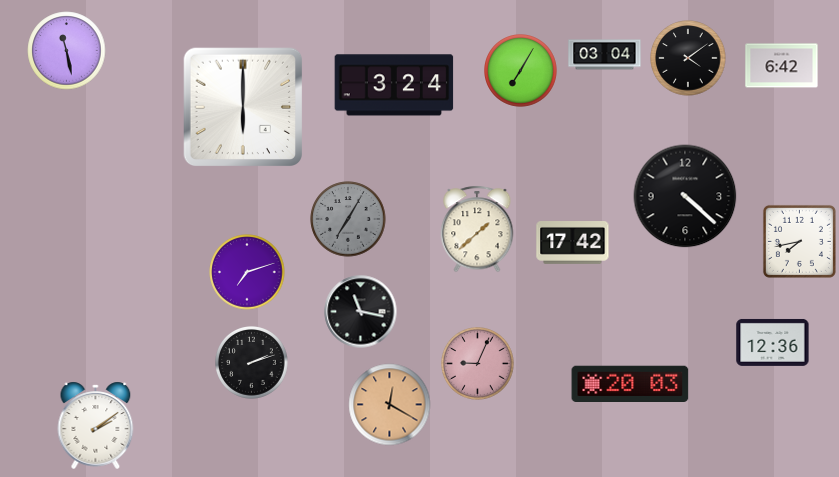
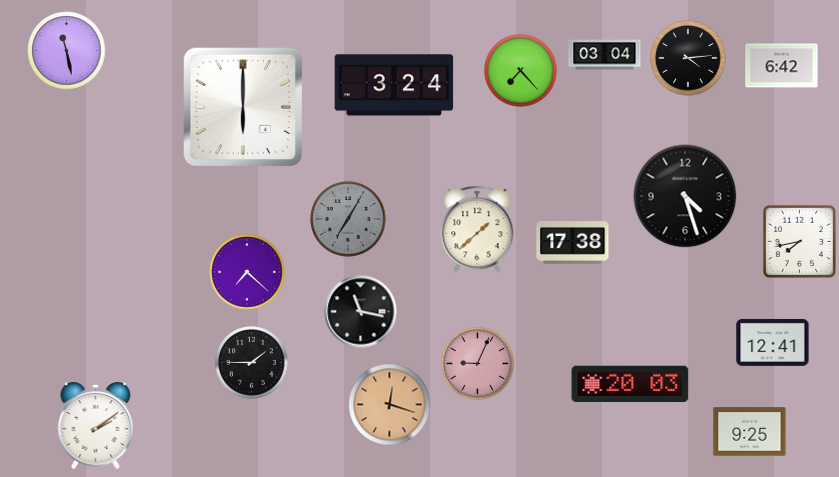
clock at (688, 58): 4:09 -> 4:14
clock at (521, 71): 7:05 -> 7:23
clock at (685, 196): 4:22 -> 4:27
clock at (573, 243): 17:42 -> 17:38
clock at (247, 272): 7:12 -> 7:22
clock at (773, 342): 12:36 -> 12:41
clock at (252, 363): 2:12 -> 1:45
clock at (390, 405): 12:20 -> 12:18
clock at (750, 432): none -> 9:25
